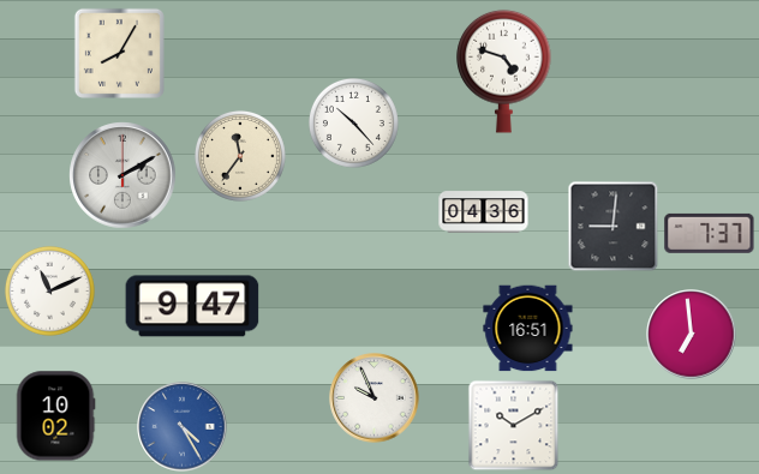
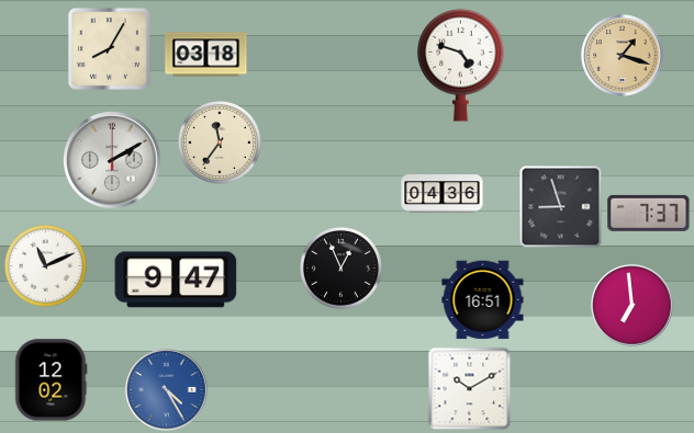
clock at (206, 55): none -> 03:18
clock at (623, 56): none -> 1:18
clock at (353, 122): 10:23 -> none
clock at (614, 227): 9:01 -> 8:57
clock at (340, 267): none -> 12:56
clock at (375, 398): 9:56 -> none
clock at (55, 416): 10:02 -> 12:02
